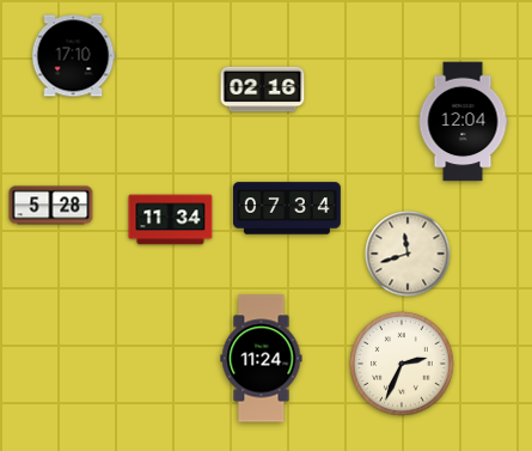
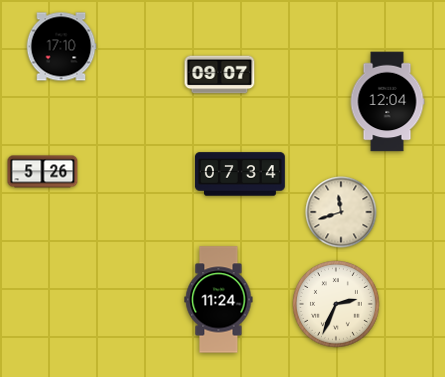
clock at (263, 90): 02:16 -> 09:07
clock at (51, 206): 5:28 -> 5:26
clock at (171, 220): 11:34 -> none
